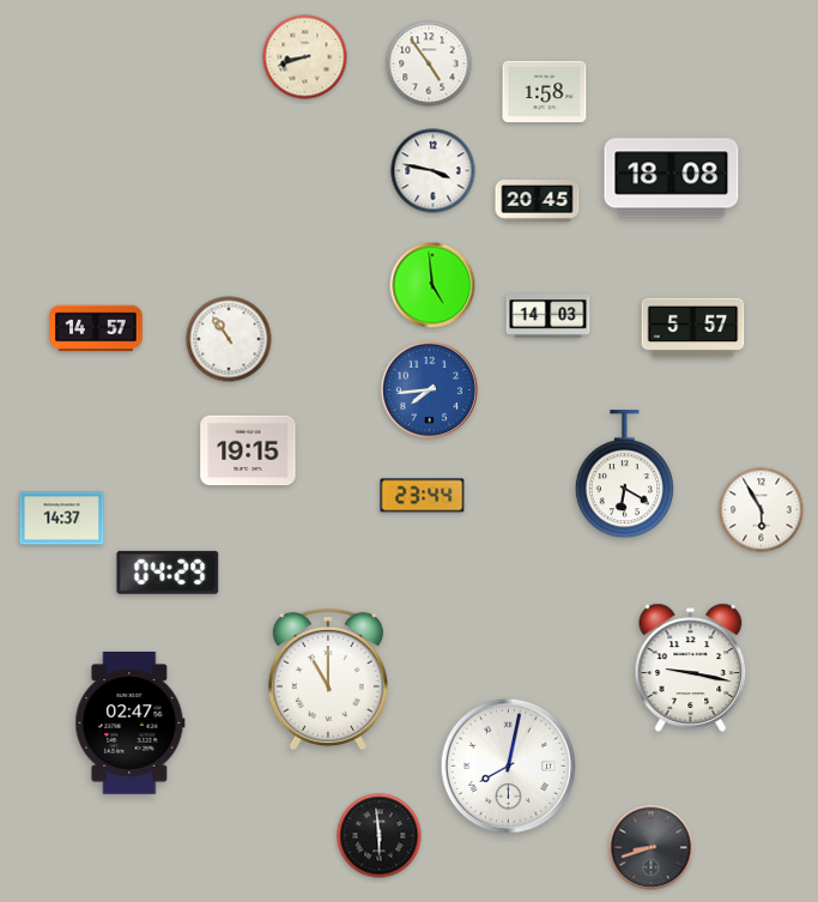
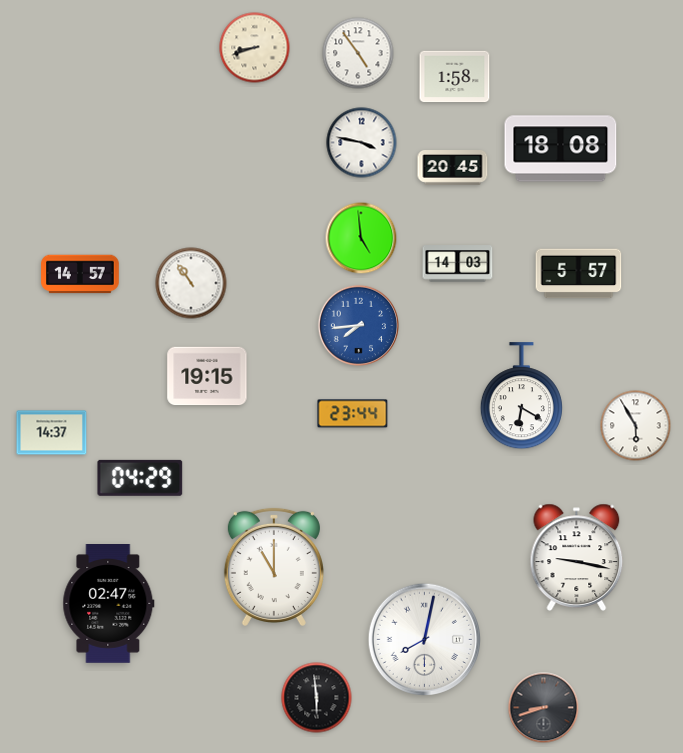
clock at (538, 201) position: (538, 201) -> (453, 168)
